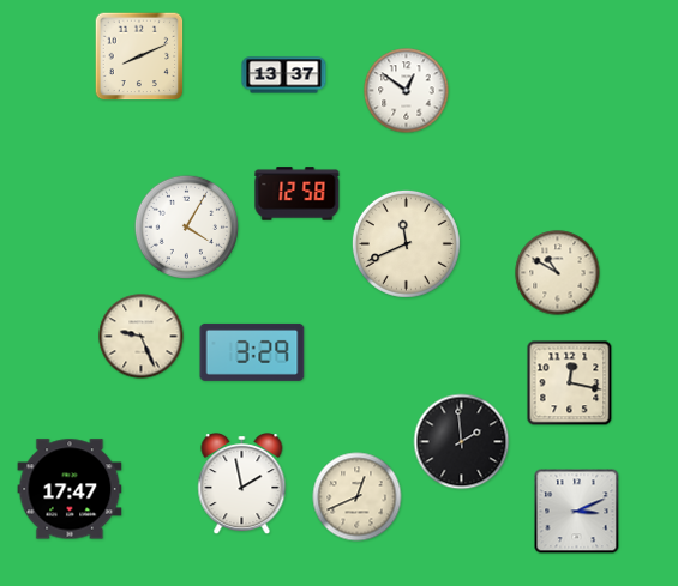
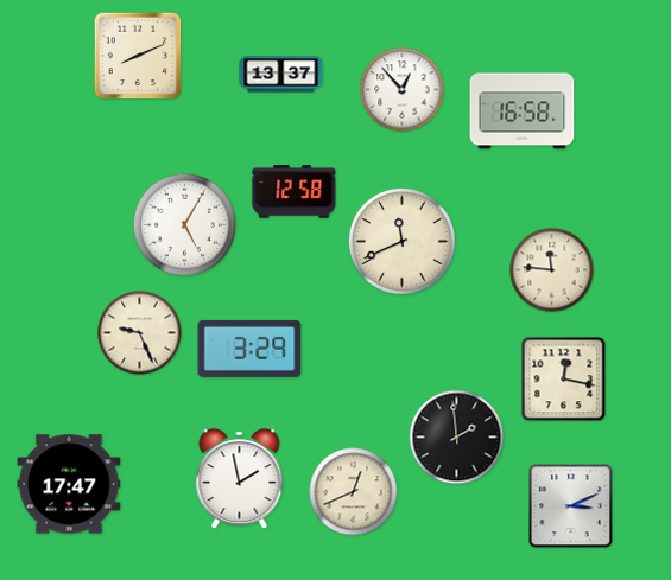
clock at (407, 91): 12:51 -> 12:53
clock at (523, 111): none -> 16:58
clock at (186, 226): 4:05 -> 5:05
clock at (558, 273): 10:50 -> 11:46
